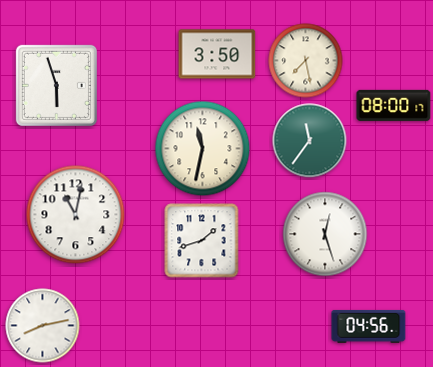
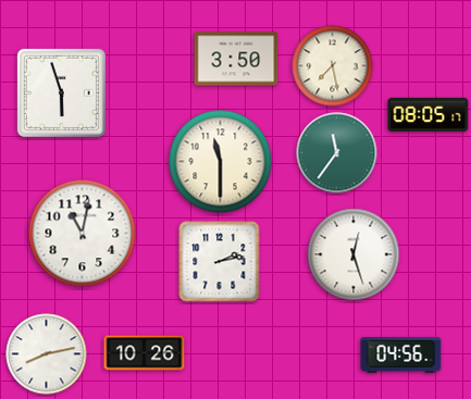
clock at (394, 105): 08:00 -> 08:05
clock at (203, 149): 11:32 -> 11:30
clock at (202, 241): 1:42 -> 2:13
clock at (145, 353): none -> 10:26
